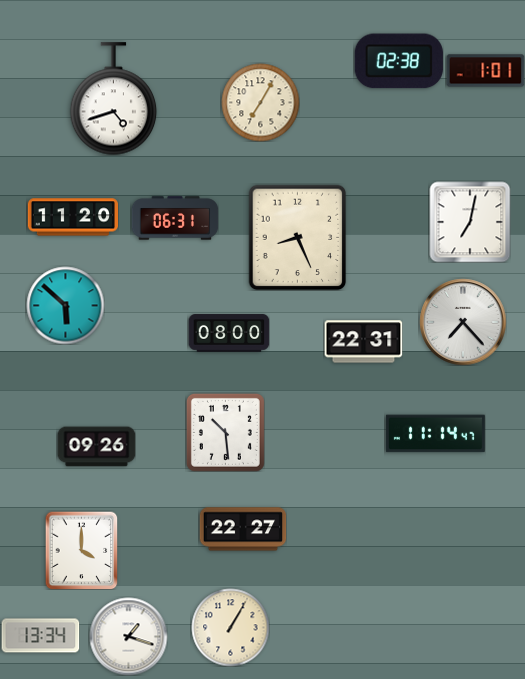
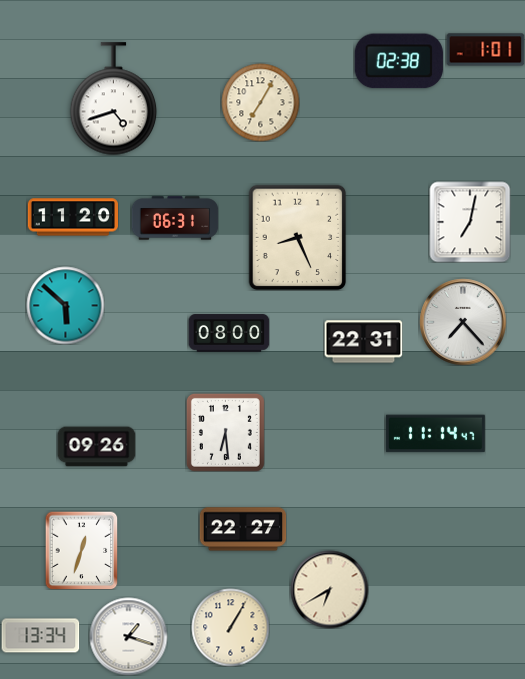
clock at (485, 71) position: (485, 71) -> (485, 50)
clock at (225, 432): 10:29 -> 6:29
clock at (82, 550): 4:00 -> 12:33
clock at (329, 589): none -> 6:40
